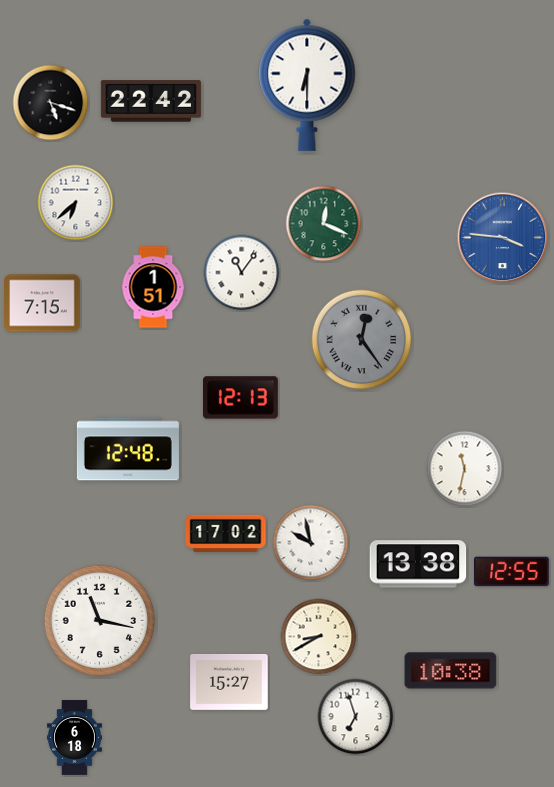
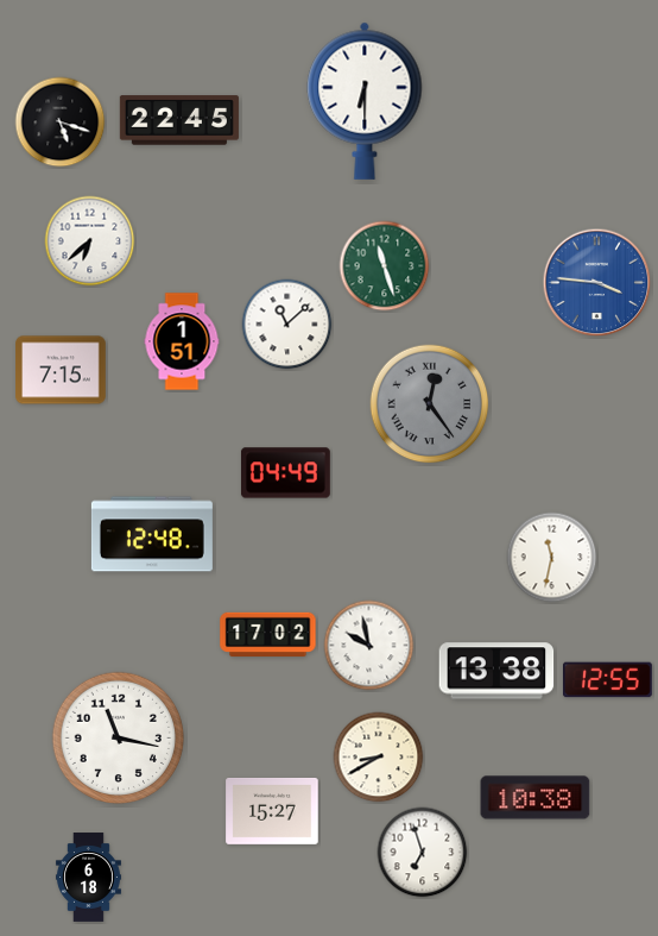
clock at (151, 101): 22:42 -> 22:45
clock at (324, 224): 12:19 -> 11:27
clock at (242, 273): 11:06 -> 11:08
clock at (42, 303) position: (42, 303) -> (61, 370)
clock at (240, 398): 12:13 -> 04:49
